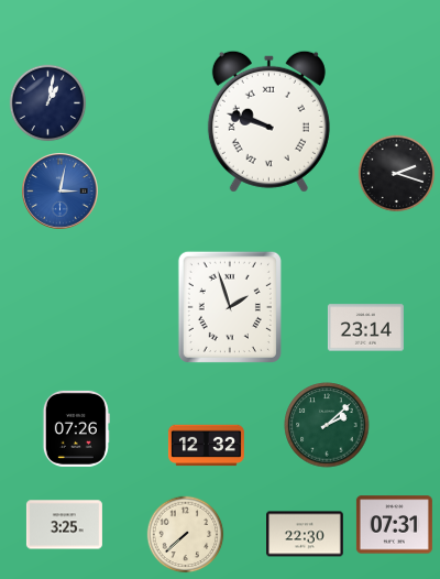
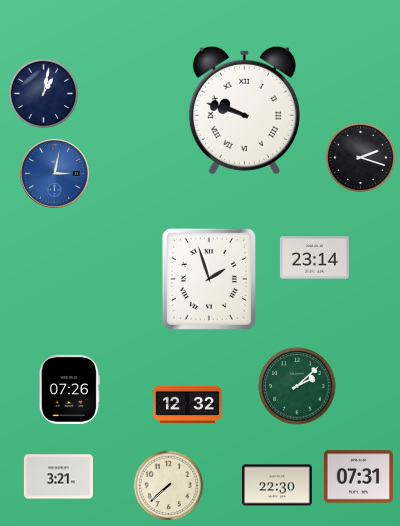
clock at (365, 328) position: (365, 328) -> (314, 258)
clock at (64, 525): 3:25 -> 3:21
